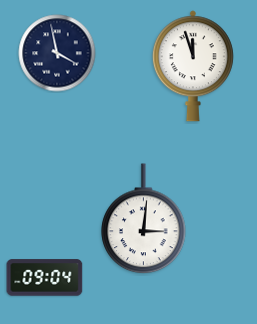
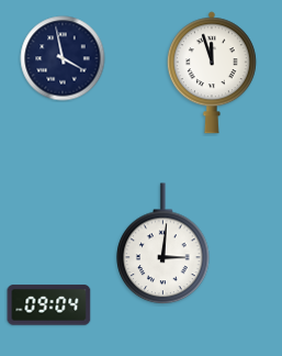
clock at (144, 219) position: (144, 219) -> (163, 244)
